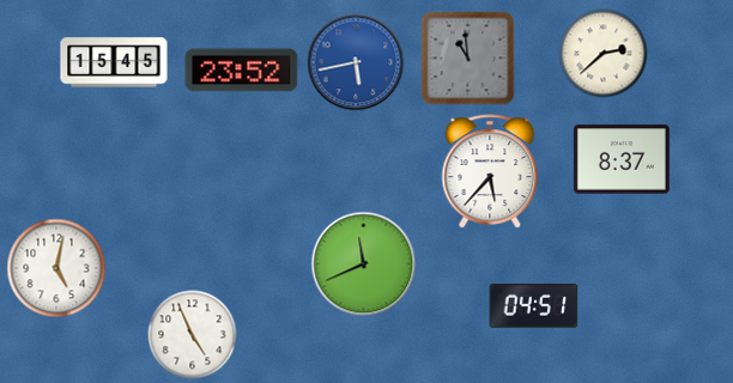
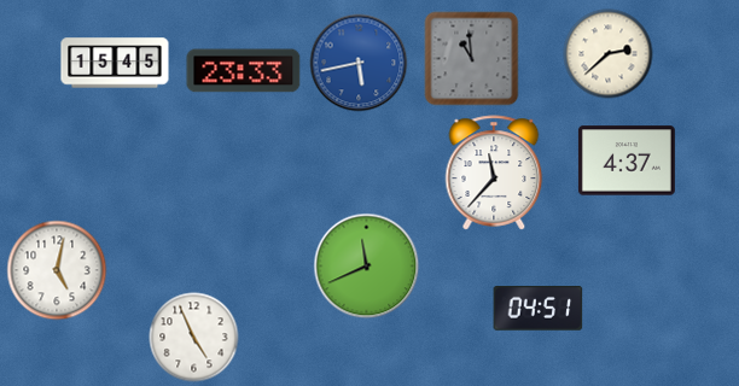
clock at (242, 71): 23:52 -> 23:33
clock at (622, 159): 8:37 -> 4:37
clock at (490, 171): 5:37 -> 11:37
